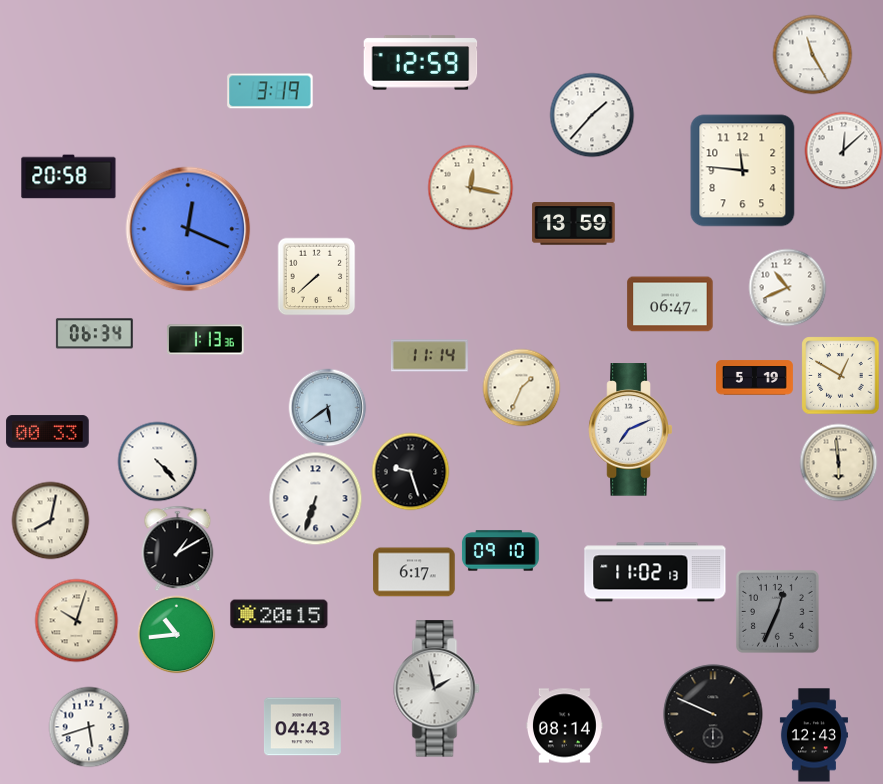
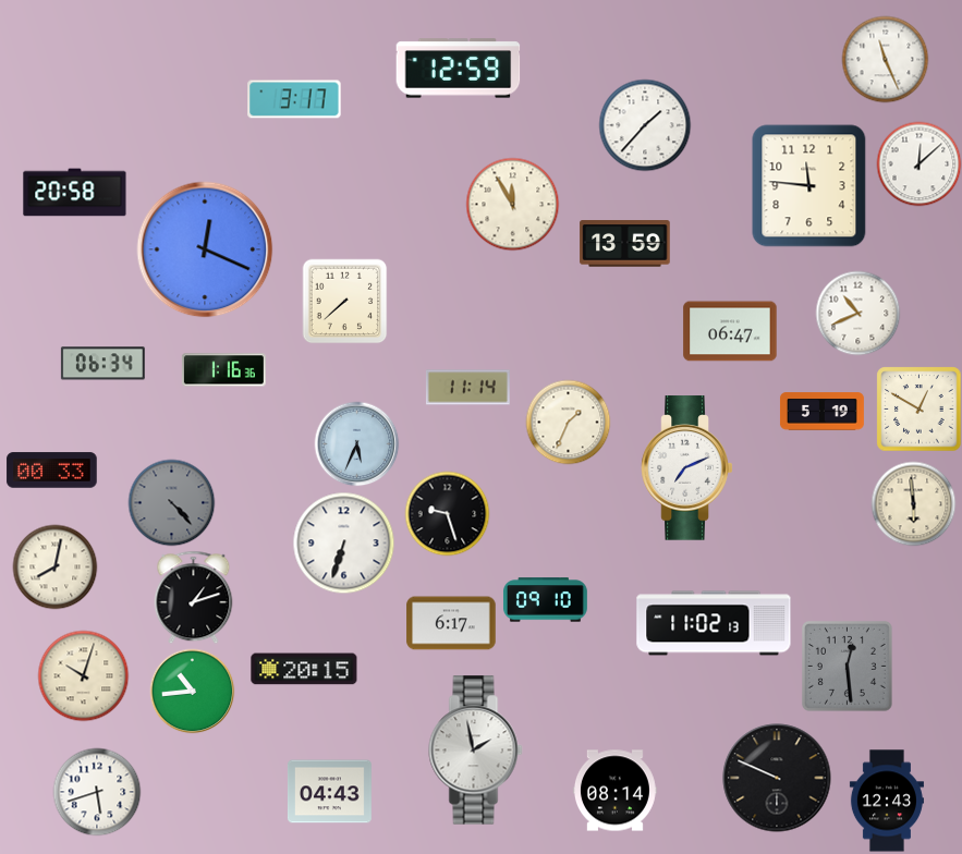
clock at (812, 54): 11:25 -> 11:26
clock at (270, 91): 3:19 -> 3:17
clock at (470, 187): 12:17 -> 11:55
clock at (205, 340): 1:13 -> 1:16
clock at (840, 375) position: (840, 375) -> (918, 408)
clock at (327, 407): 5:39 -> 5:34
clock at (157, 461) dial: white -> grey
clock at (178, 548): 1:10 -> 1:12
clock at (777, 611): 12:34 -> 12:29
